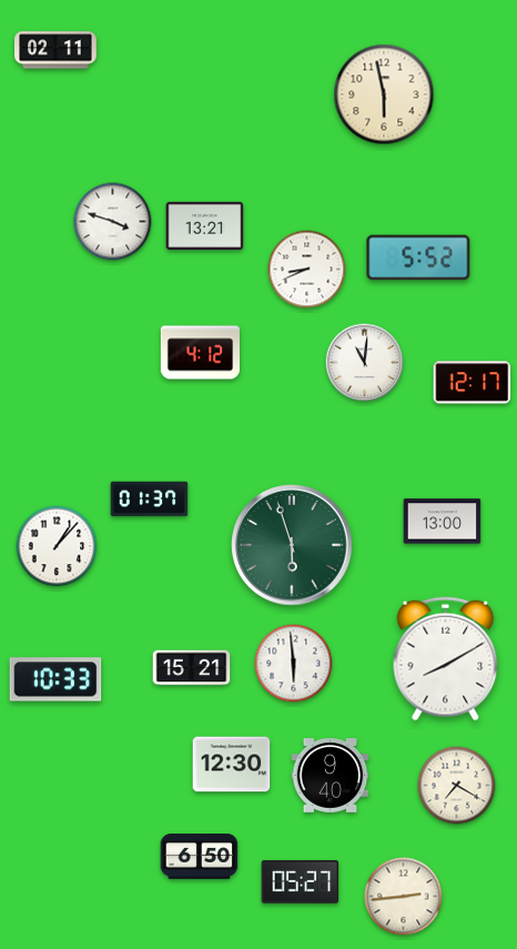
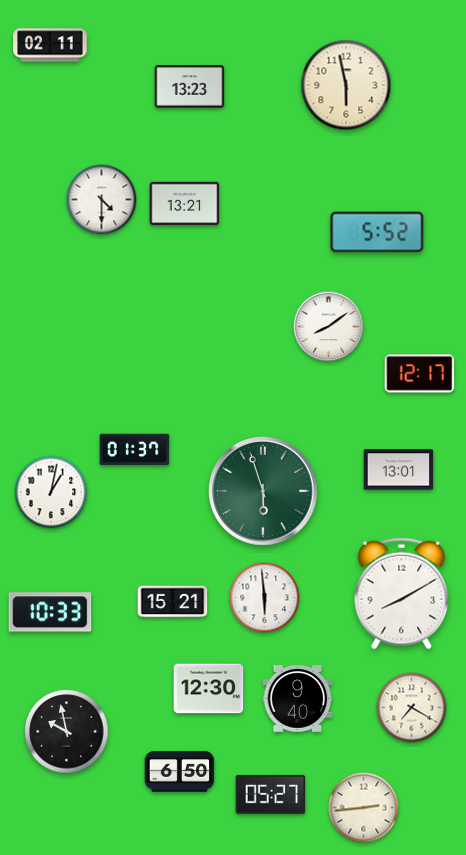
clock at (190, 87): none -> 13:23
clock at (113, 222): 3:48 -> 4:30
clock at (307, 270): 8:41 -> none
clock at (200, 353): 4:12 -> none
clock at (365, 363): 11:01 -> 8:09
clock at (473, 383) position: (473, 383) -> (420, 374)
clock at (443, 522): 13:00 -> 13:01
clock at (57, 546): 1:07 -> 1:02
clock at (67, 732): none -> 9:58
